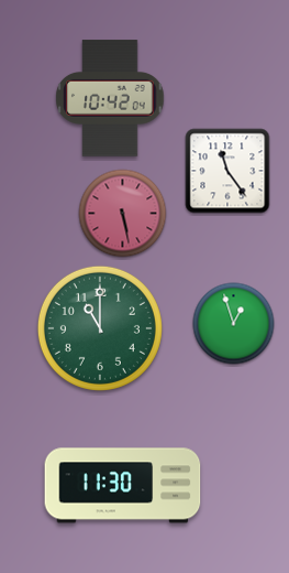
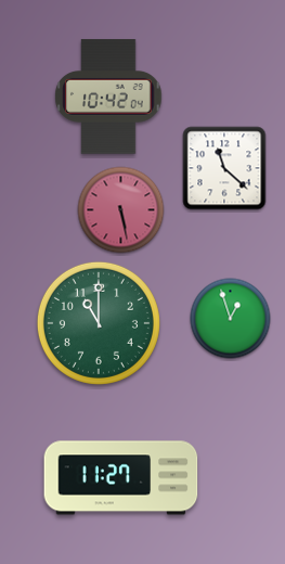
clock at (227, 171): 11:24 -> 11:22
clock at (123, 486): 11:30 -> 11:27
